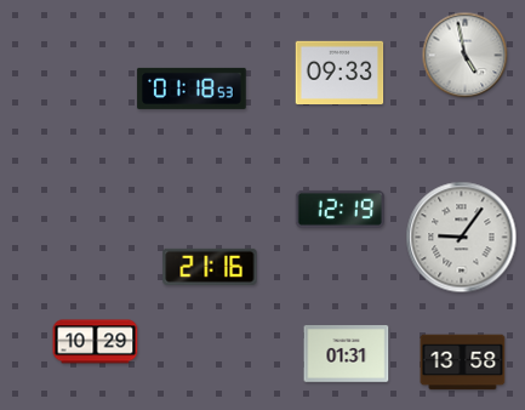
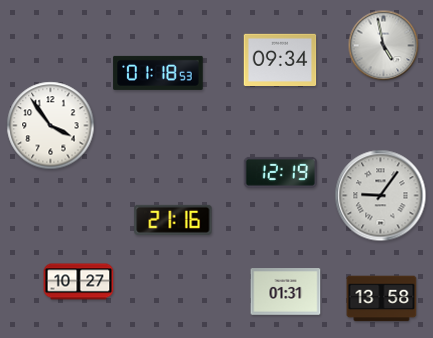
clock at (339, 72): 09:33 -> 09:34
clock at (51, 126): none -> 3:54
clock at (96, 342): 10:29 -> 10:27
